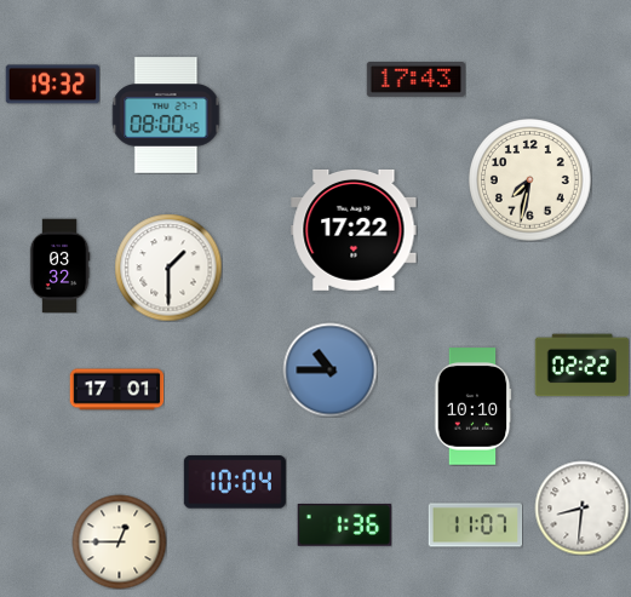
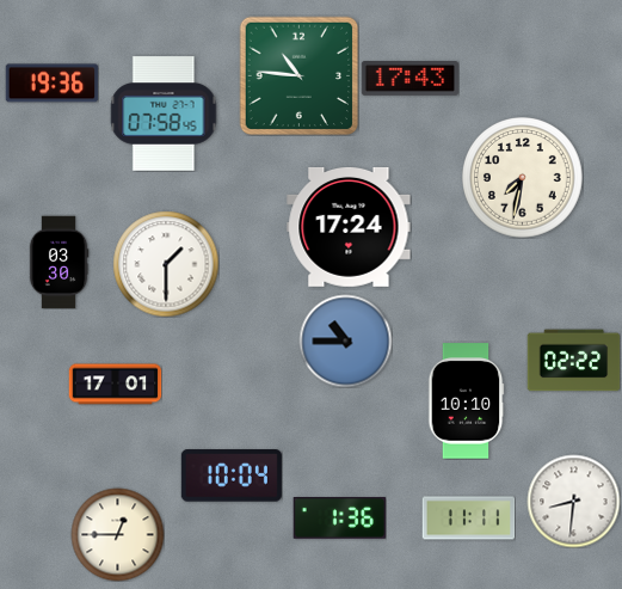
clock at (298, 75): none -> 10:46
clock at (52, 85): 19:32 -> 19:36
clock at (166, 115): 08:00 -> 07:58
clock at (354, 230): 17:22 -> 17:24
clock at (59, 265): 03:32 -> 03:30
clock at (329, 369) position: (329, 369) -> (345, 340)
clock at (475, 526): 11:07 -> 11:11
